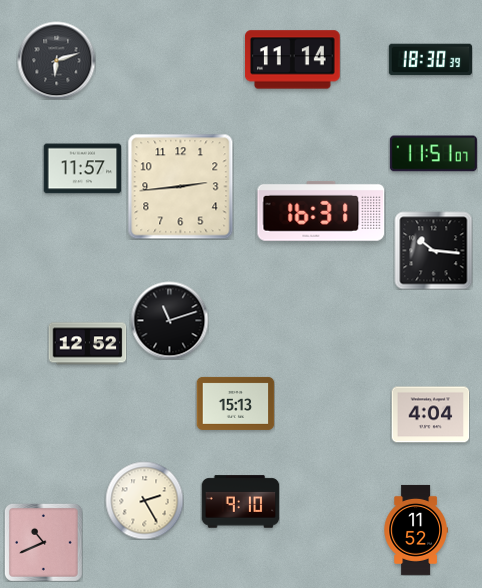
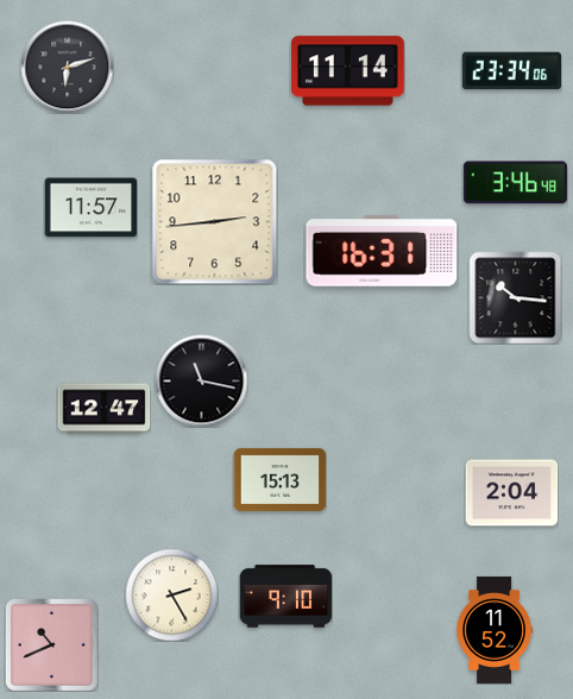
clock at (56, 60) position: (56, 60) -> (67, 67)
clock at (430, 60): 18:30 -> 23:34
clock at (433, 154): 11:51 -> 3:46
clock at (82, 169) position: (82, 169) -> (90, 208)
clock at (169, 320): 11:12 -> 11:17
clock at (87, 344): 12:52 -> 12:47
clock at (430, 415): 4:04 -> 2:04
